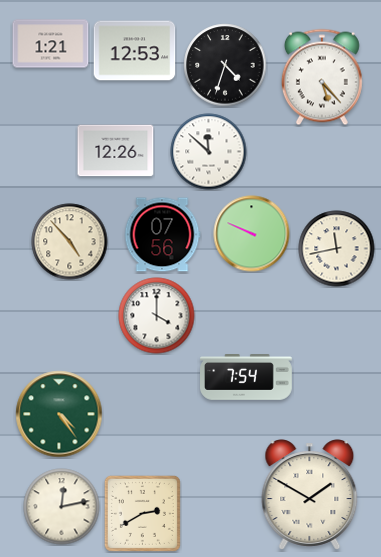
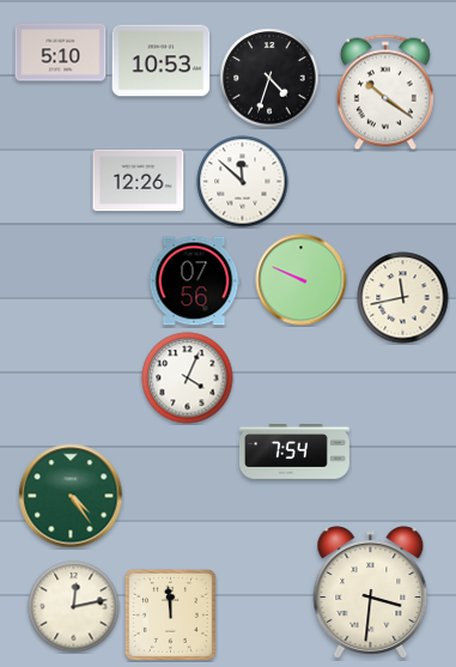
clock at (51, 44): 1:21 -> 5:10
clock at (135, 51): 12:53 -> 10:53
clock at (322, 77): 5:23 -> 10:21
clock at (209, 152) position: (209, 152) -> (243, 182)
clock at (70, 242): 4:53 -> none
clock at (157, 316): 4:00 -> 4:04
clock at (310, 495): 1:50 -> 3:31
clock at (142, 513): 2:40 -> 11:59
